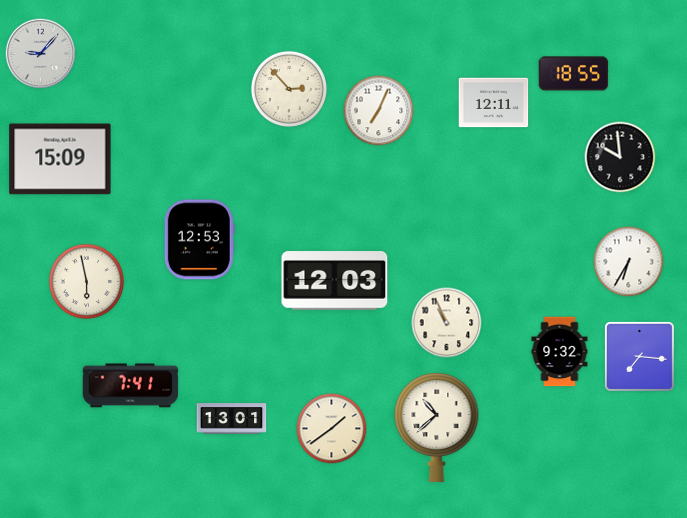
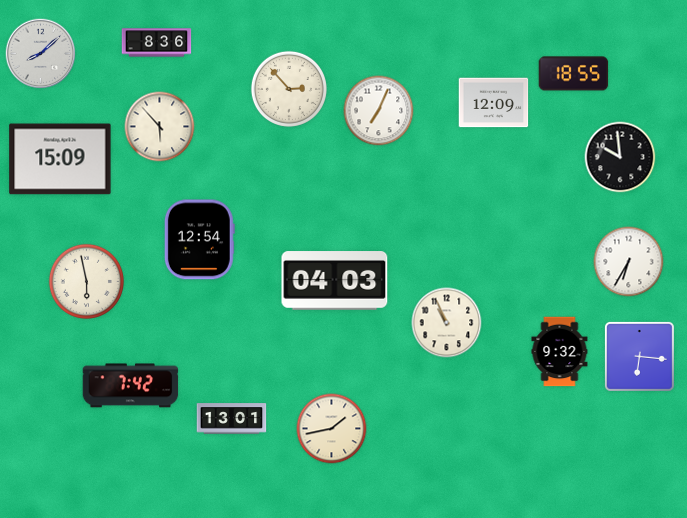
clock at (157, 43): none -> 8:36
clock at (41, 54): 9:07 -> 8:08
clock at (494, 103): 12:11 -> 12:09
clock at (160, 127): none -> 5:53
clock at (199, 240): 12:53 -> 12:54
clock at (335, 281): 12:03 -> 04:03
clock at (639, 356): 7:16 -> 6:16
clock at (131, 386): 7:41 -> 7:42
clock at (437, 426): 10:38 -> none
clock at (332, 429): 1:39 -> 1:43
